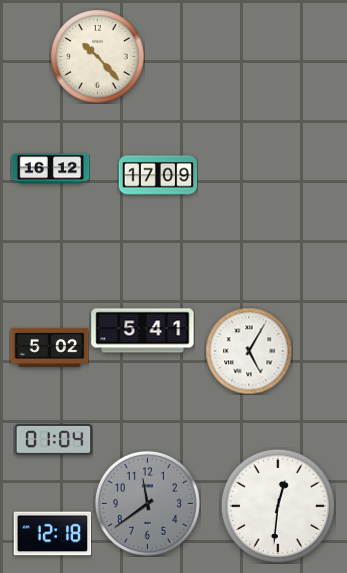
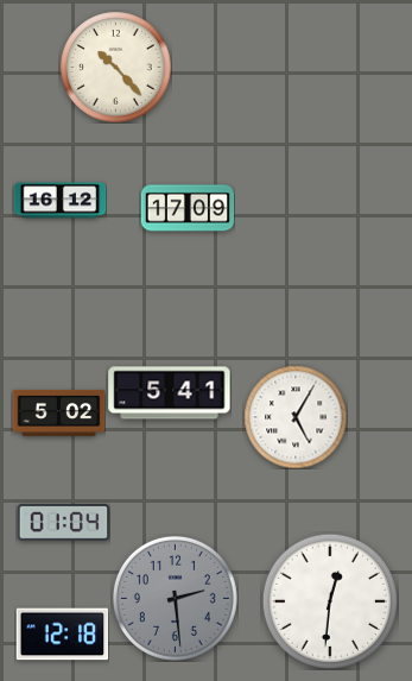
clock at (147, 503): 11:39 -> 2:29
